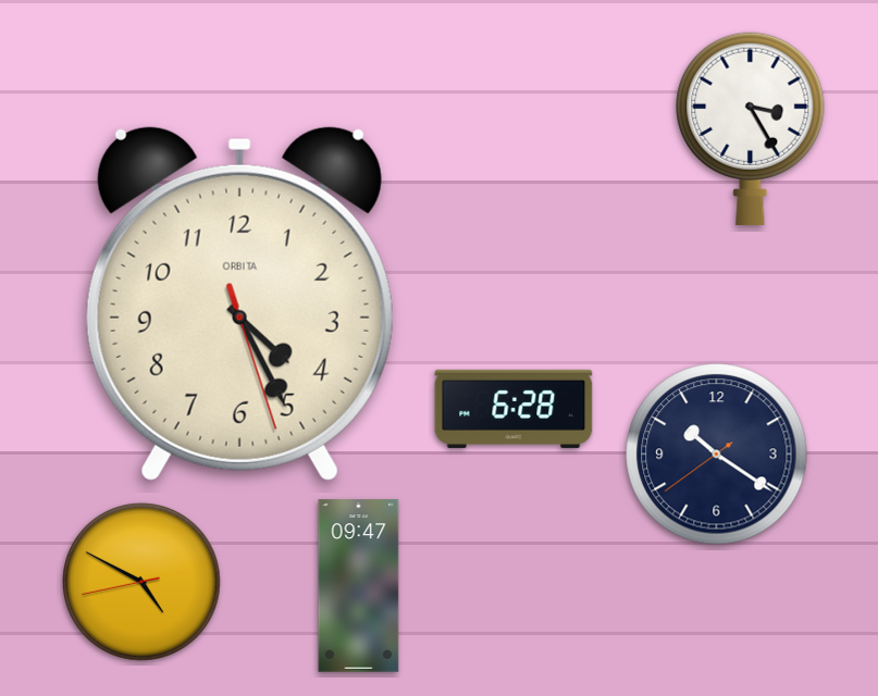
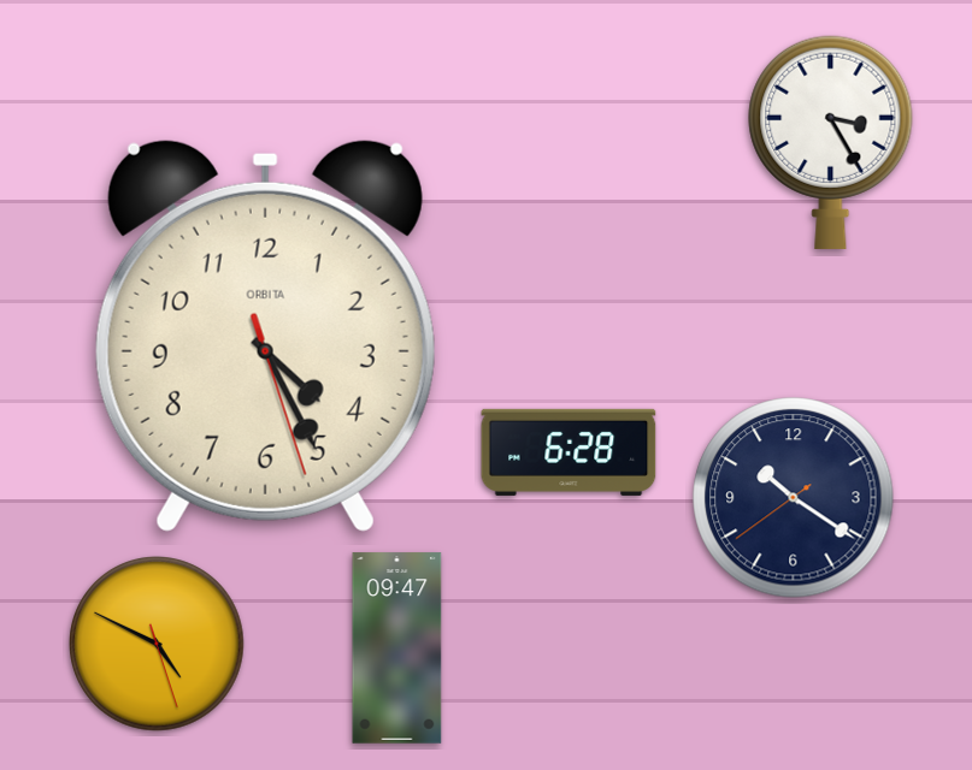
clock at (717, 455) position: (717, 455) -> (794, 498)
clock at (141, 582): 4:49:43 -> 4:49:27
